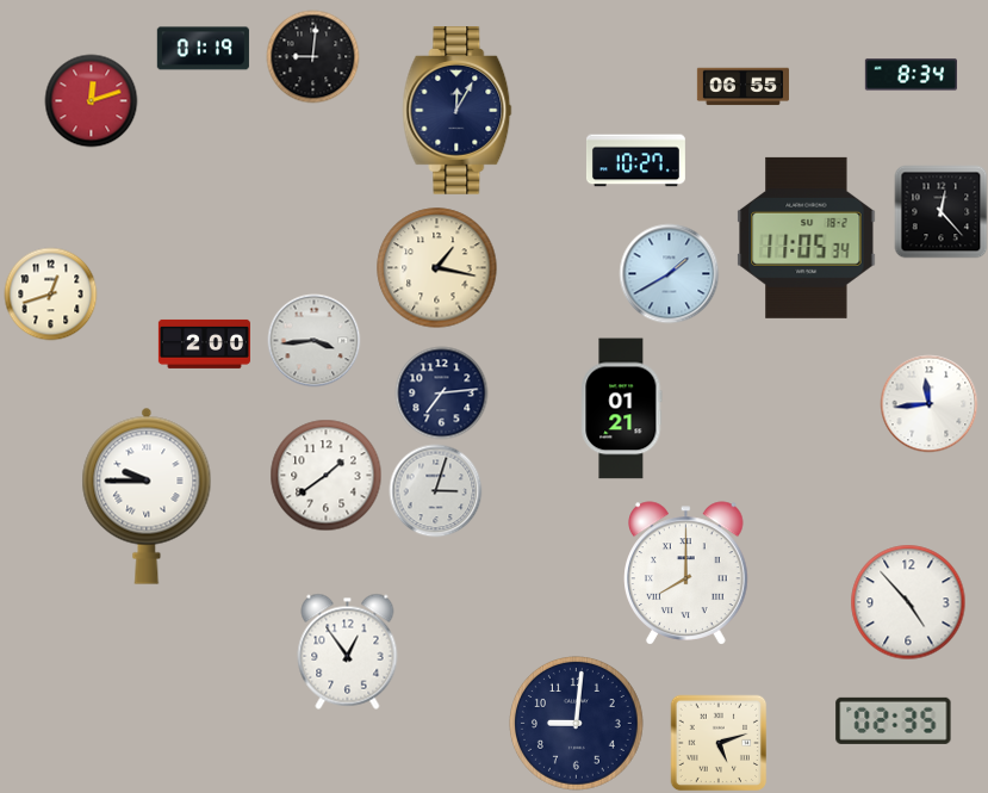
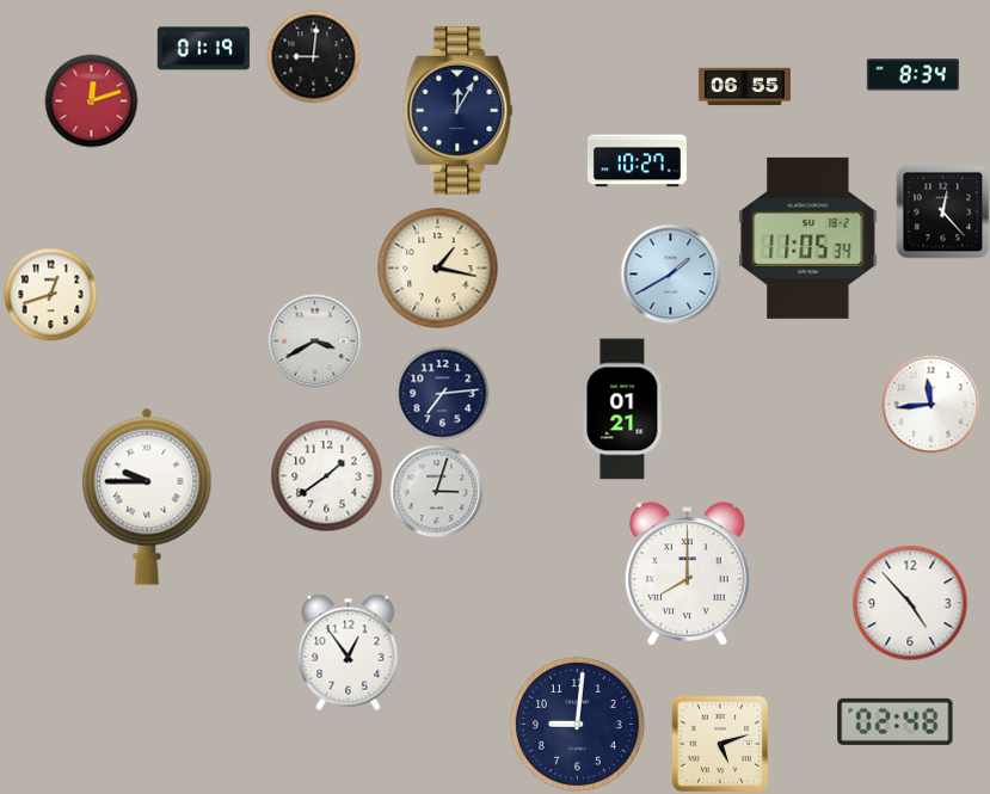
clock at (313, 340): 3:44 -> 3:40
clock at (204, 343): 2:00 -> none
clock at (894, 720): 02:35 -> 02:48
